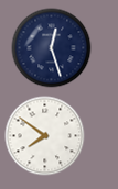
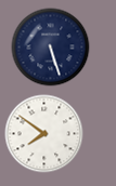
clock at (52, 48): 12:27 -> 5:27
